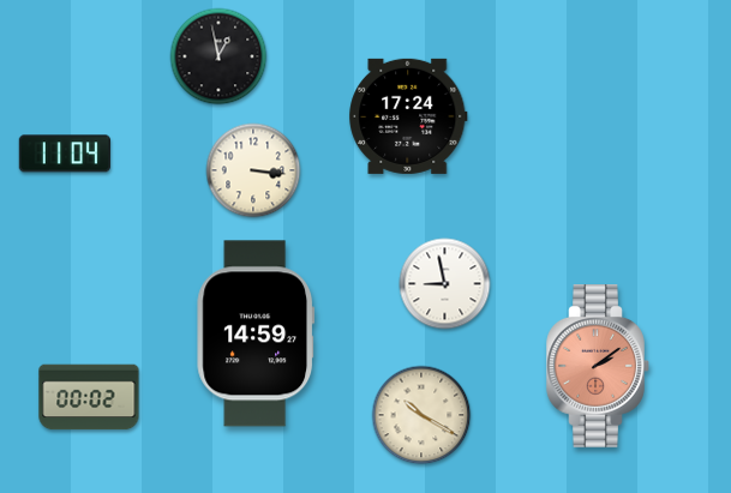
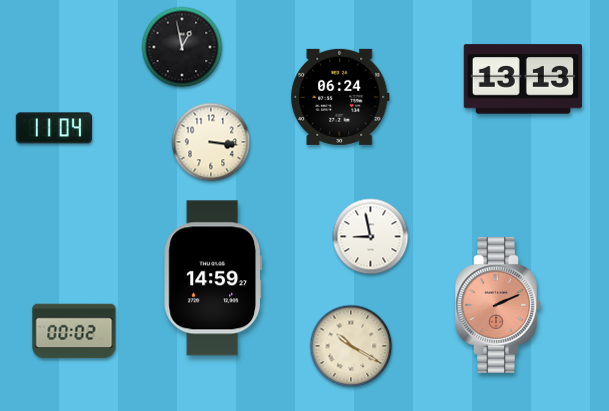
clock at (523, 79): none -> 13:13
clock at (408, 116): 17:24 -> 06:24
clock at (598, 367): 2:09 -> 2:11
